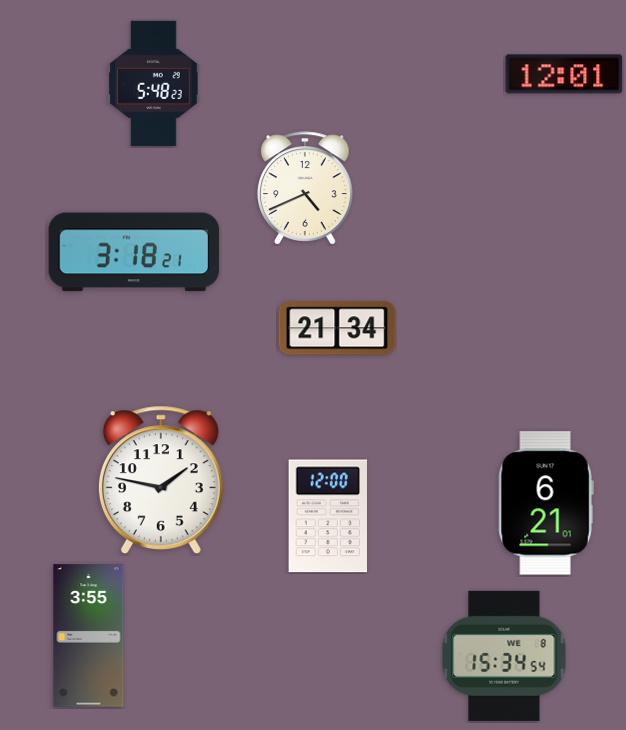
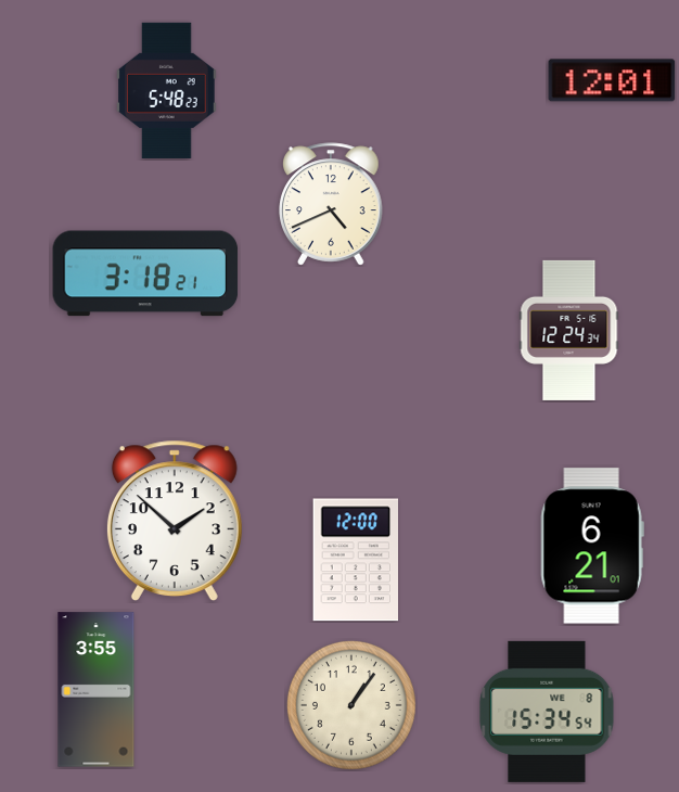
clock at (569, 330): none -> 12:24
clock at (337, 328): 21:34 -> none
clock at (161, 479): 1:47 -> 1:52
clock at (351, 705): none -> 1:06
